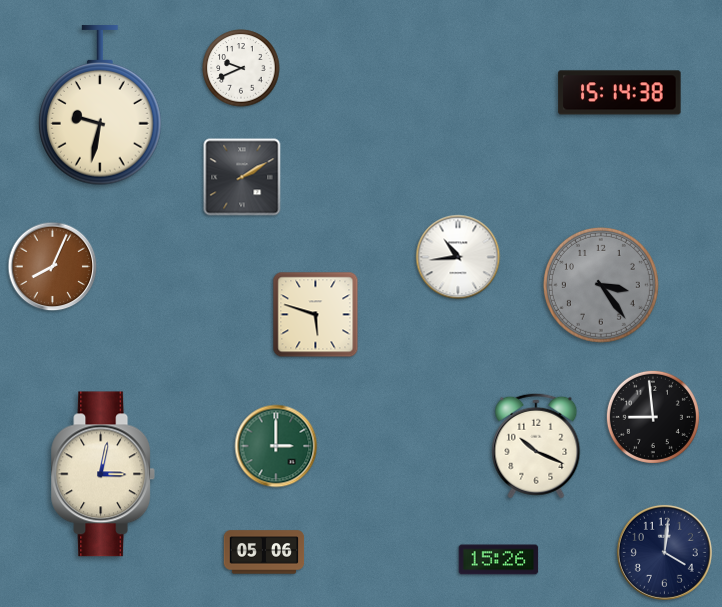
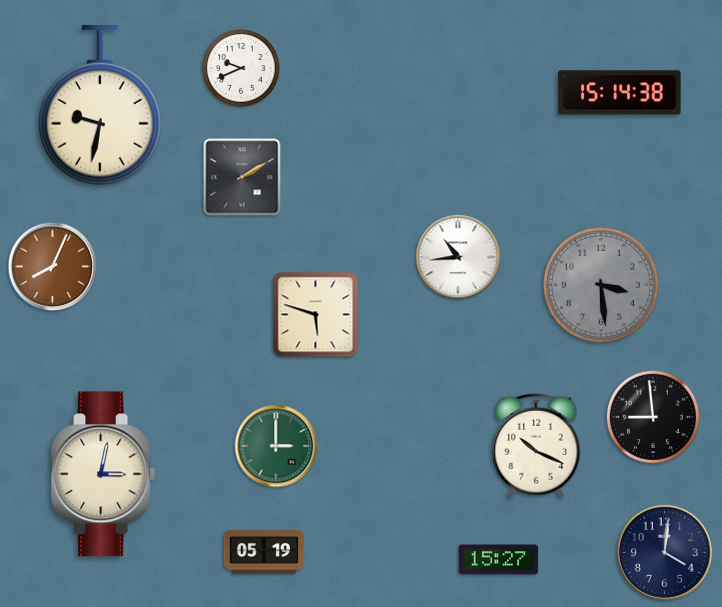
clock at (601, 285): 3:24 -> 3:29
clock at (264, 552): 05:06 -> 05:19
clock at (499, 560): 15:26 -> 15:27
